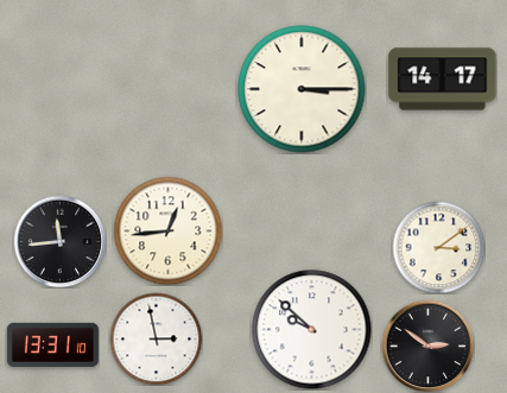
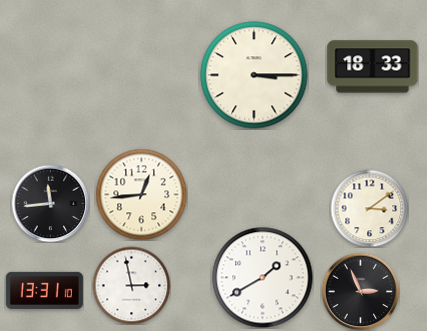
clock at (443, 80): 14:17 -> 18:33
clock at (312, 330): 9:52 -> 1:40
clock at (427, 346): 2:51 -> 2:56
